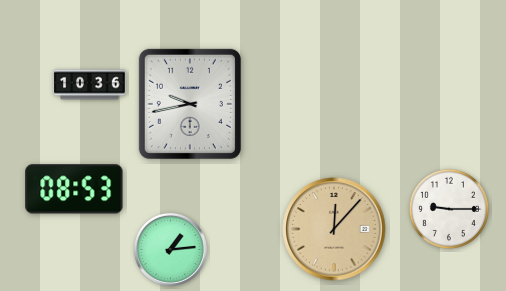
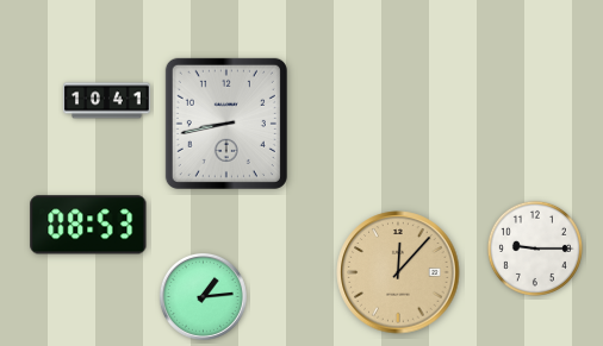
clock at (90, 85): 10:36 -> 10:41
clock at (190, 104): 9:43 -> 8:43
